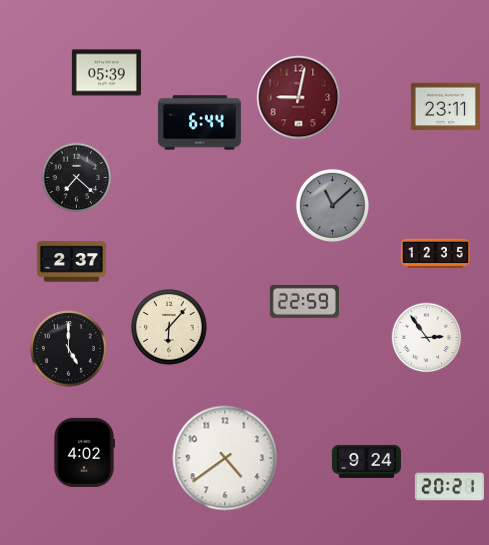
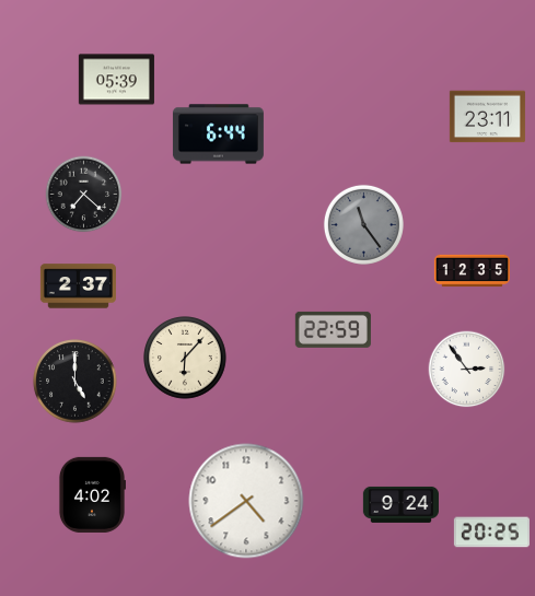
clock at (299, 98): 9:02 -> none
clock at (332, 205): 11:08 -> 11:24
clock at (435, 254) position: (435, 254) -> (472, 271)
clock at (449, 487): 20:21 -> 20:25
